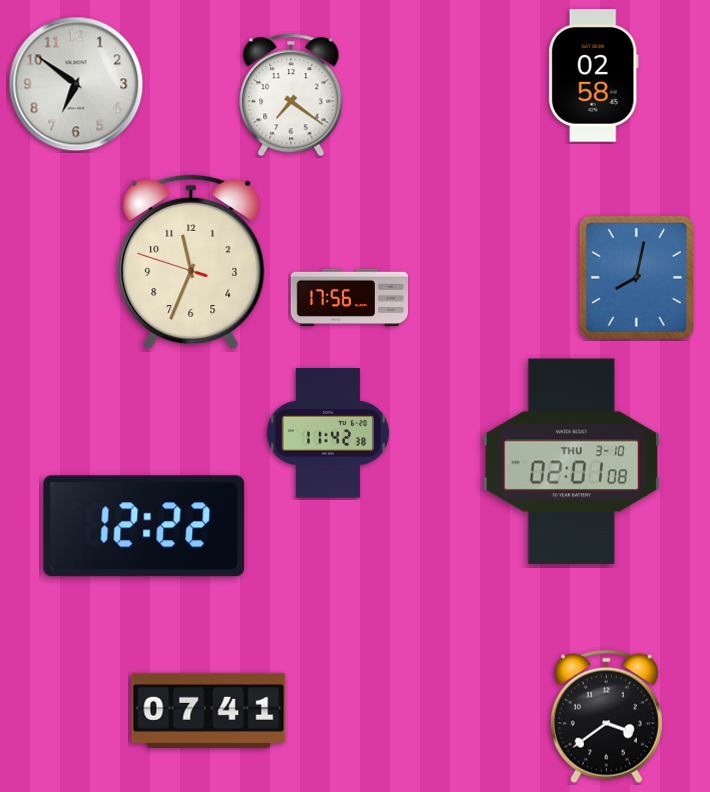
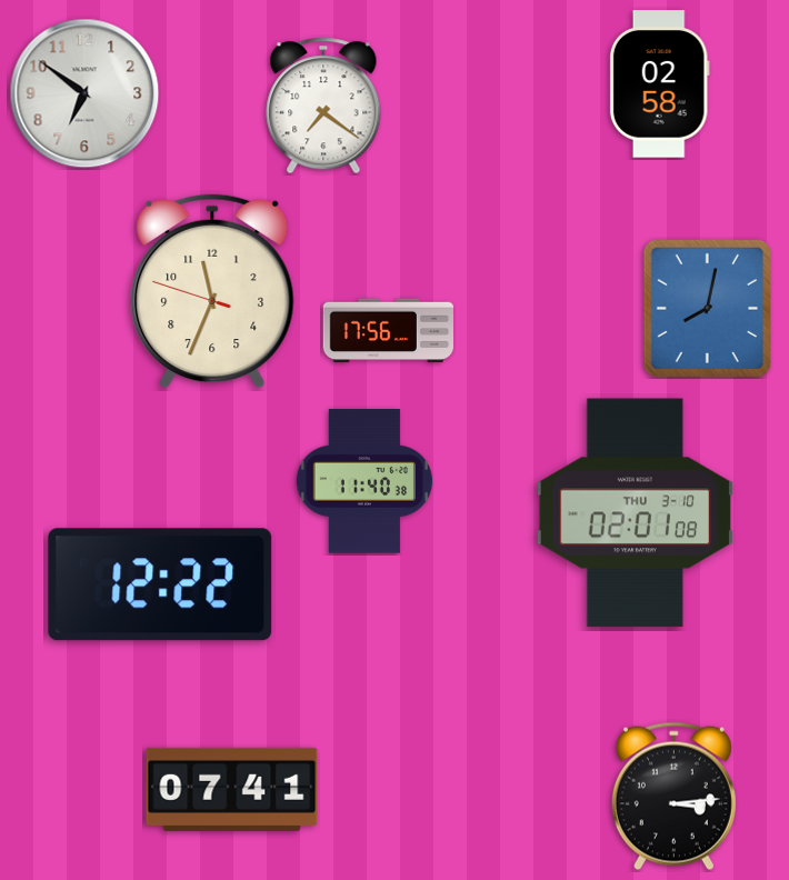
clock at (328, 434): 11:42 -> 11:40
clock at (606, 717): 3:39 -> 3:14
